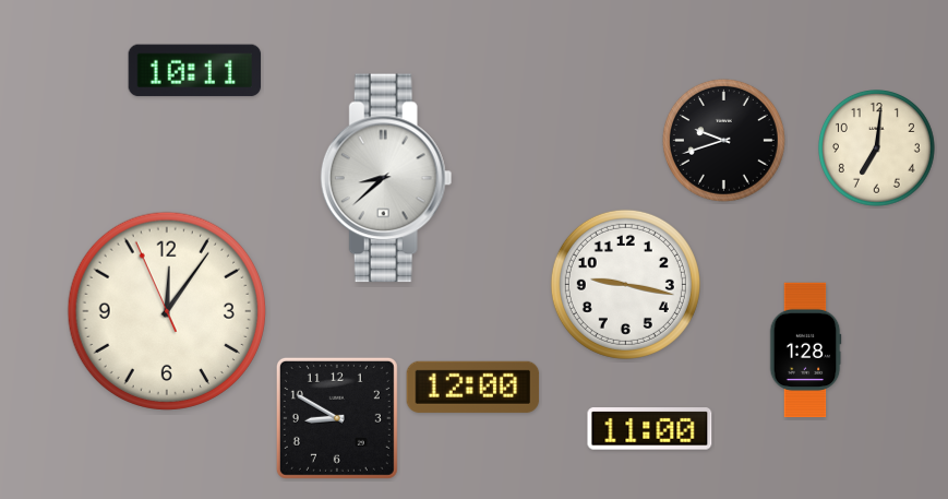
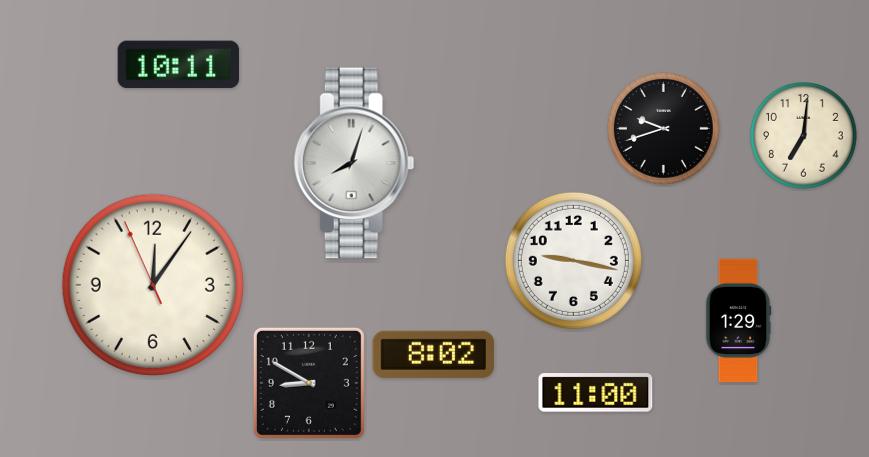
clock at (386, 178): 8:38 -> 8:03
clock at (805, 351): 1:28 -> 1:29
clock at (473, 387): 12:00 -> 8:02
